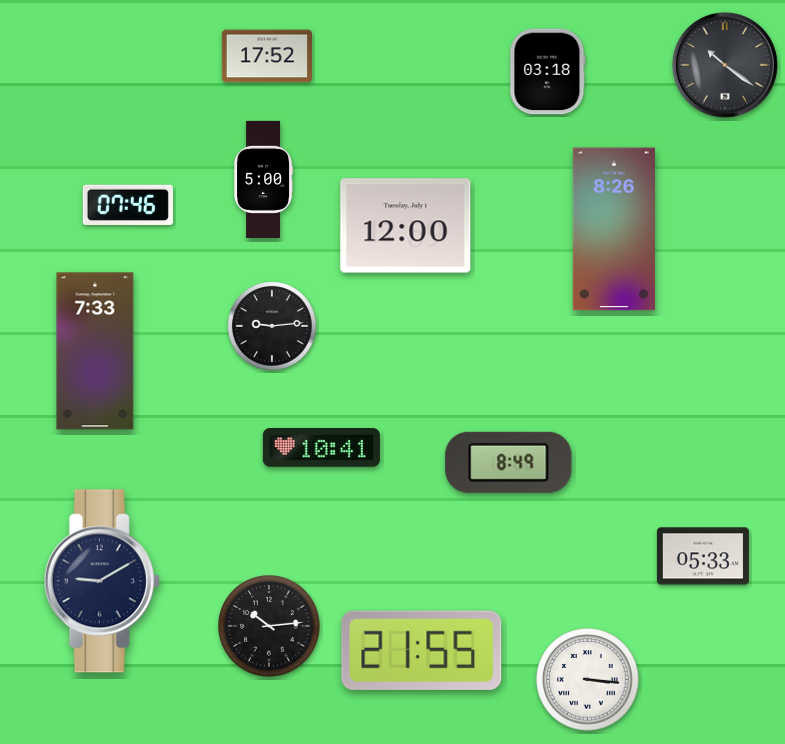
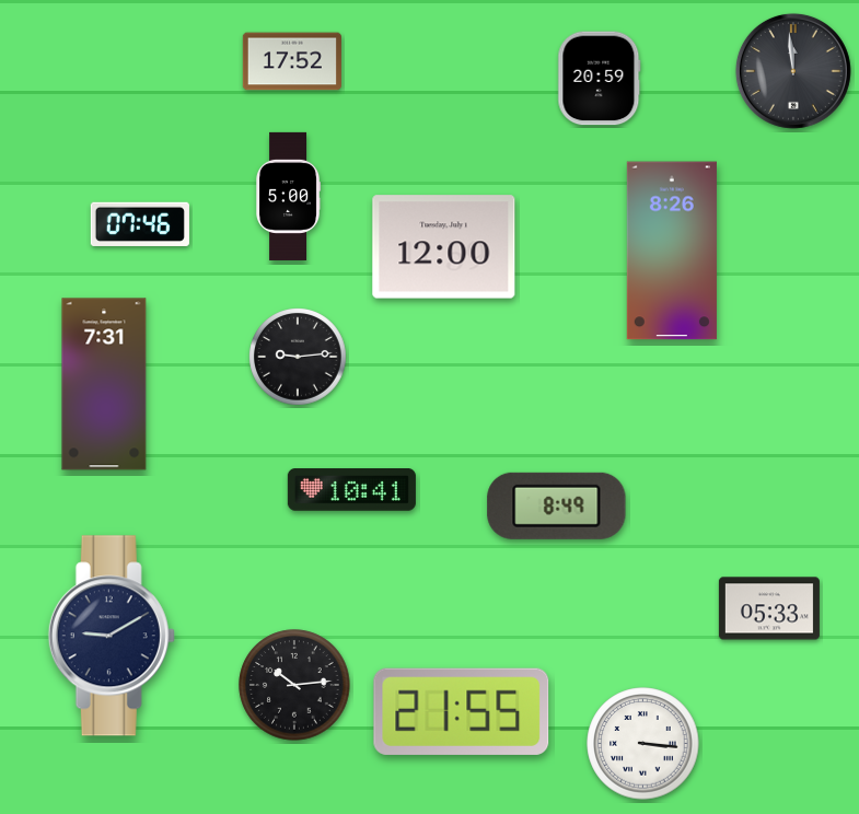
clock at (725, 65): 10:21 -> 11:59
clock at (548, 72): 03:18 -> 20:59
clock at (95, 351): 7:33 -> 7:31
